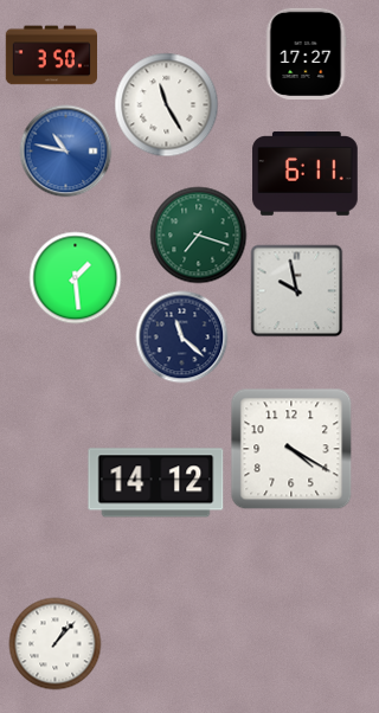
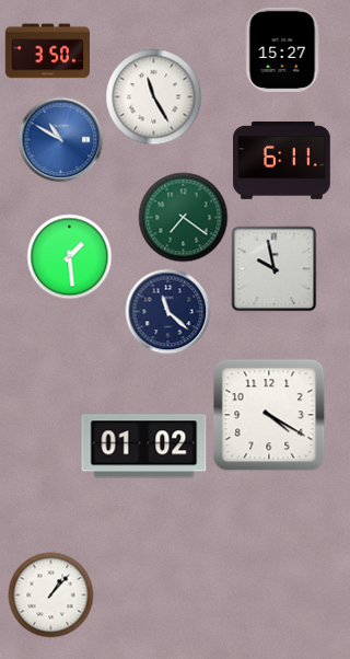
clock at (306, 53): 17:27 -> 15:27
clock at (65, 150): 10:47 -> 10:50
clock at (198, 235): 7:18 -> 7:21
clock at (156, 483): 14:12 -> 01:02
